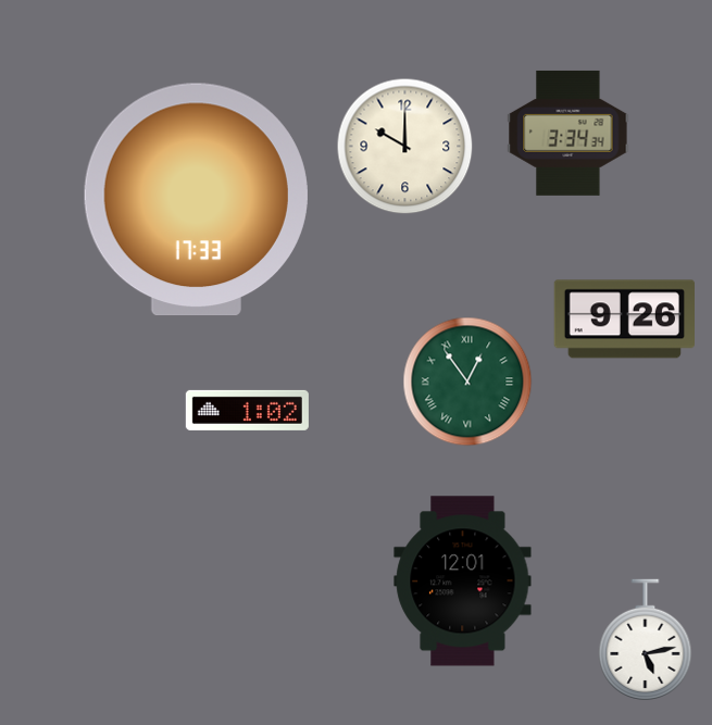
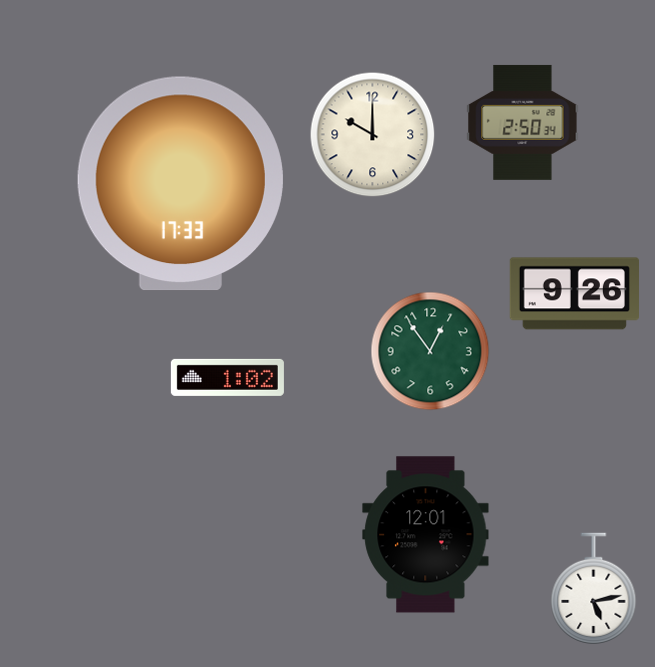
clock at (569, 133): 3:34 -> 2:50
clock at (467, 382) numerals: Roman -> Arabic
